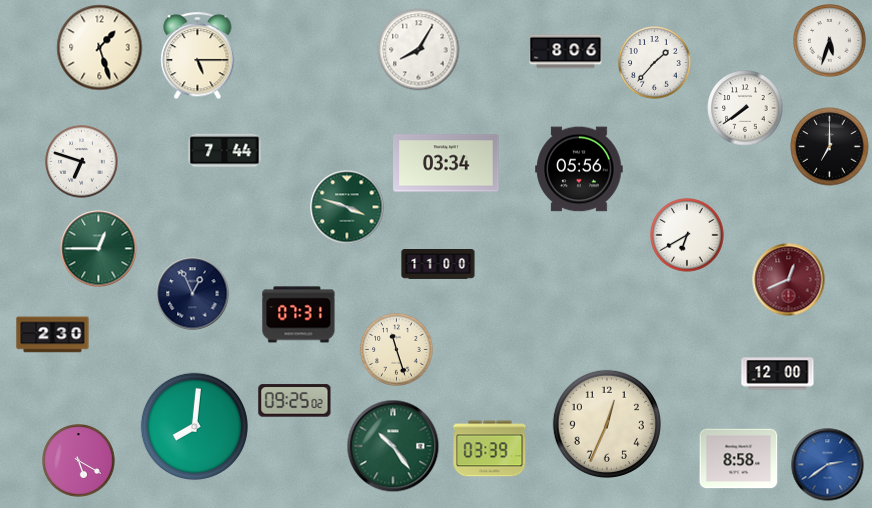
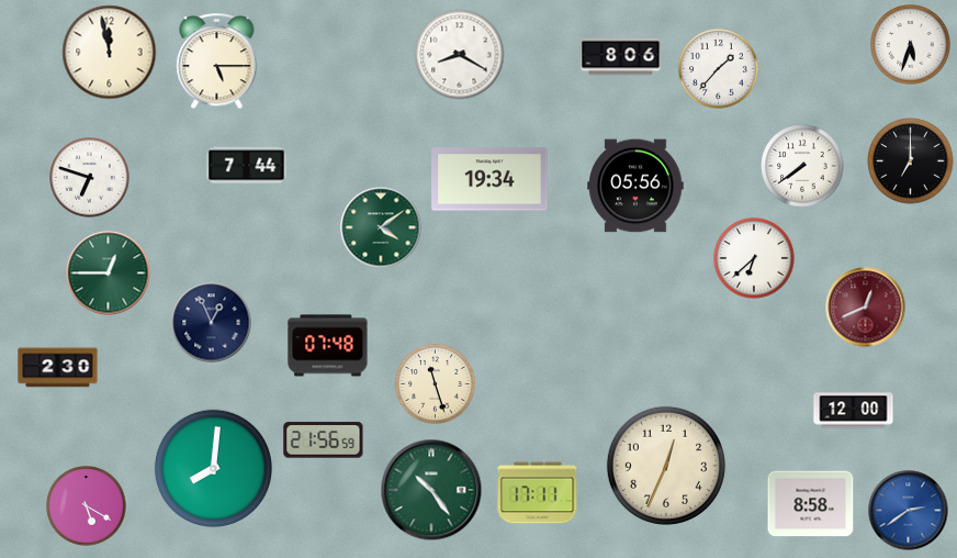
clock at (100, 48): 1:27 -> 11:58
clock at (419, 50): 8:05 -> 8:20
clock at (745, 108) position: (745, 108) -> (802, 166)
clock at (446, 163): 03:34 -> 19:34
clock at (347, 207): 3:48 -> 4:09
clock at (687, 235): 6:40 -> 6:38
clock at (438, 265): 11:00 -> none
clock at (299, 315): 07:31 -> 07:48
clock at (295, 401): 09:25 -> 21:56
clock at (490, 449): 03:39 -> 17:11
